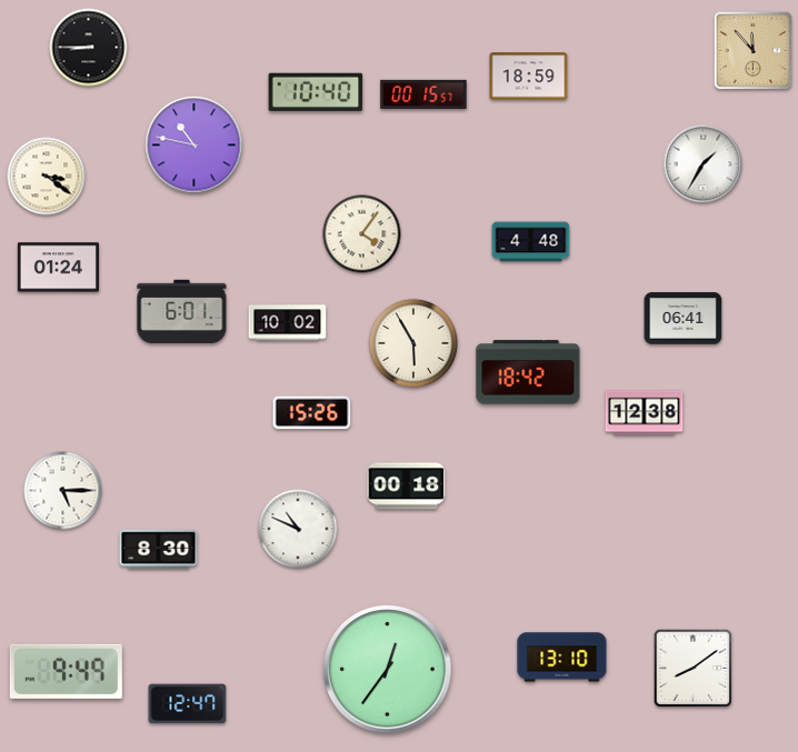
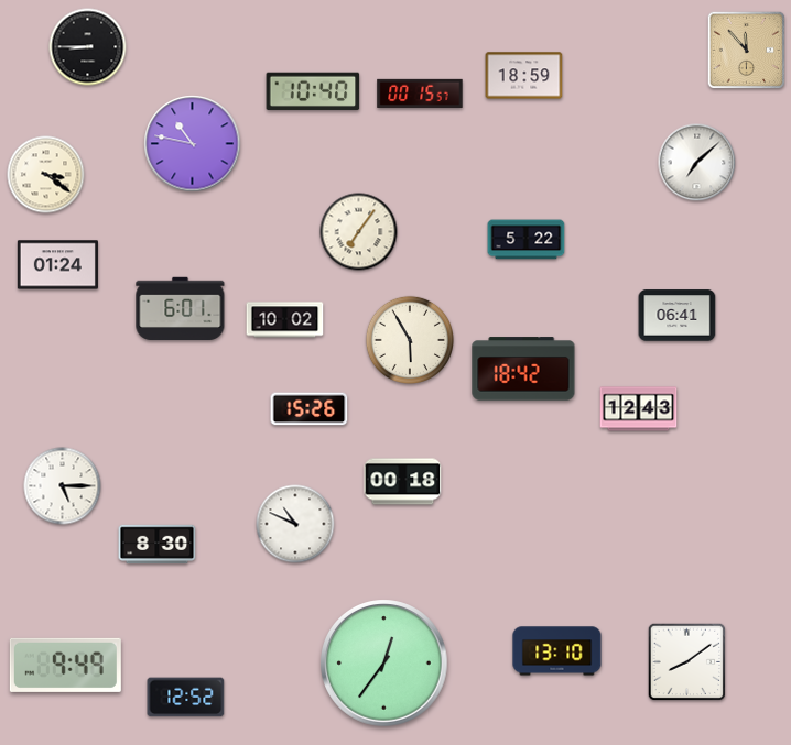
clock at (704, 164): 1:35 -> 7:08
clock at (362, 234): 4:06 -> 7:06
clock at (531, 242): 4:48 -> 5:22
clock at (645, 413): 12:38 -> 12:43
clock at (188, 704): 12:47 -> 12:52
